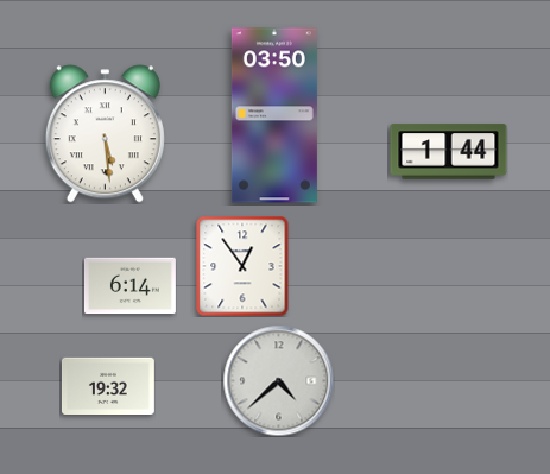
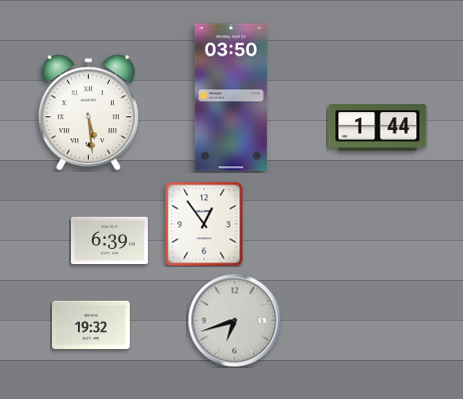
clock at (129, 286): 6:14 -> 6:39
clock at (278, 380): 4:38 -> 6:42
